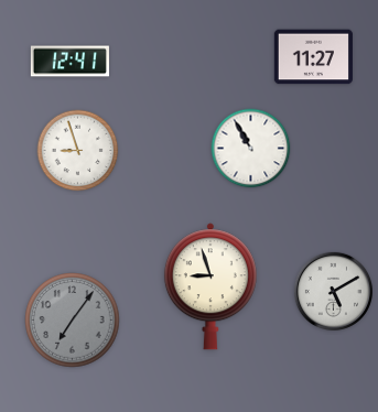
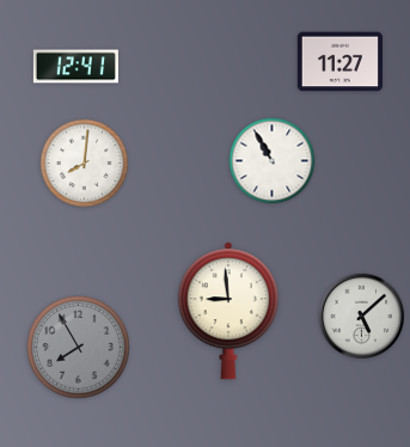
clock at (78, 151): 8:57 -> 8:01
clock at (210, 286): 8:57 -> 8:59
clock at (333, 291): 5:10 -> 5:08
clock at (73, 321): 7:06 -> 7:55
